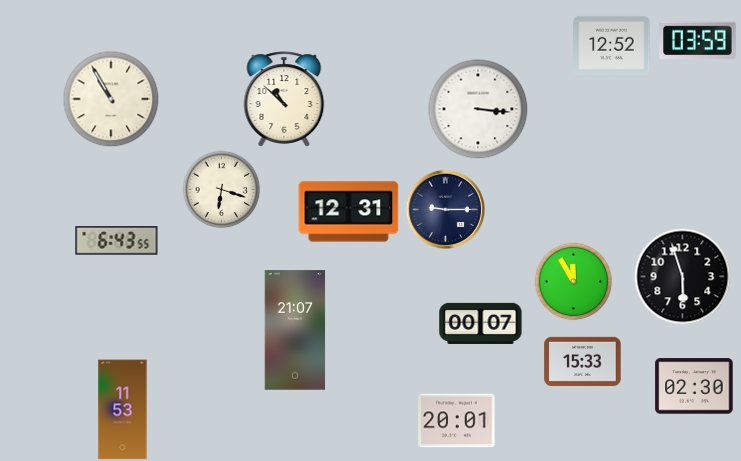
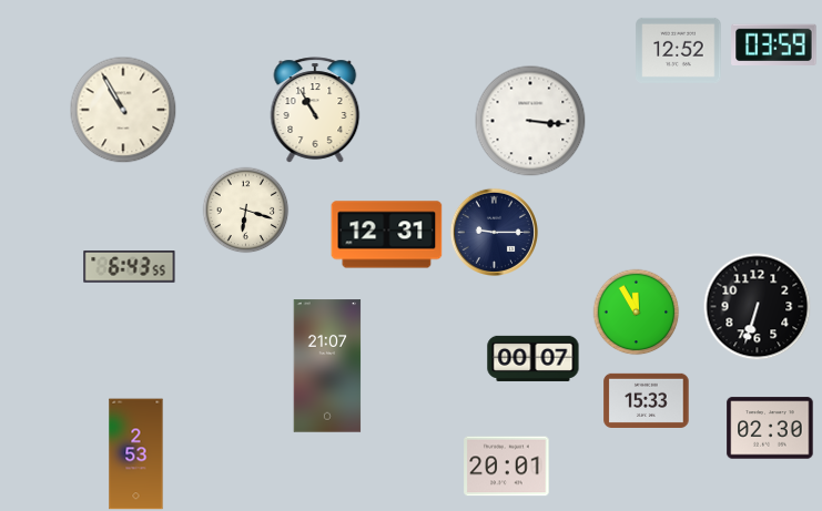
clock at (284, 99): 10:52 -> 10:55
clock at (682, 276): 5:57 -> 6:33
clock at (123, 410): 11:53 -> 2:53
